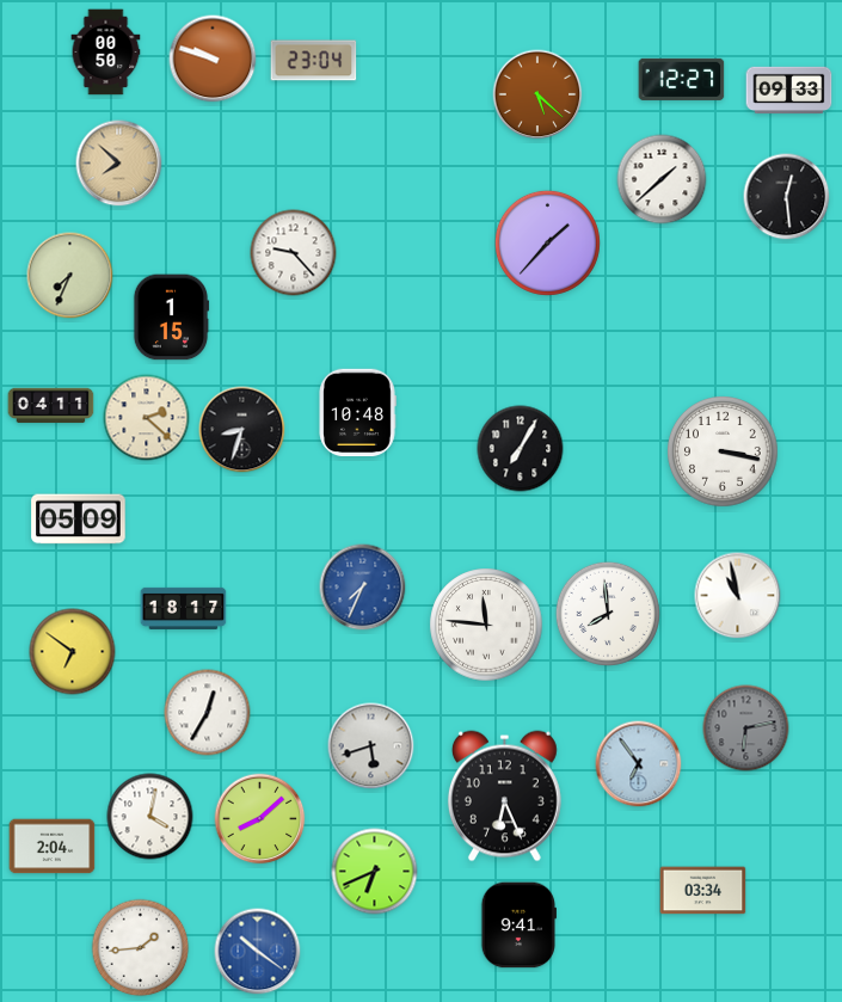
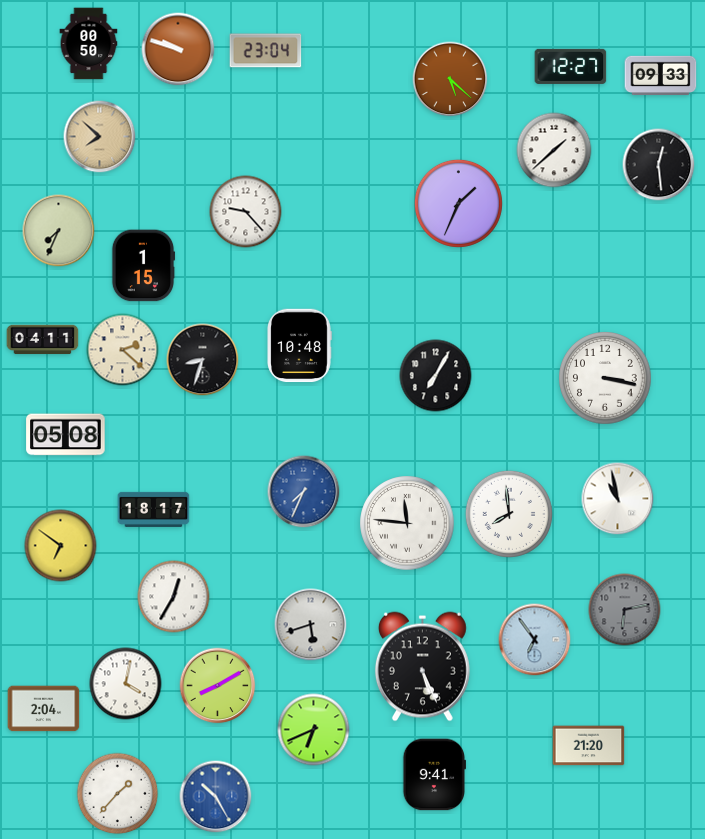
clock at (314, 61) position: (314, 61) -> (266, 51)
clock at (547, 242): 1:37 -> 1:34
clock at (79, 520): 05:09 -> 05:08
clock at (504, 797): 6:26 -> 5:26
clock at (260, 819): 8:08 -> 8:10
clock at (703, 891): 03:34 -> 21:20
clock at (141, 948): 1:44 -> 1:37
clock at (258, 952): 10:21 -> 10:25
